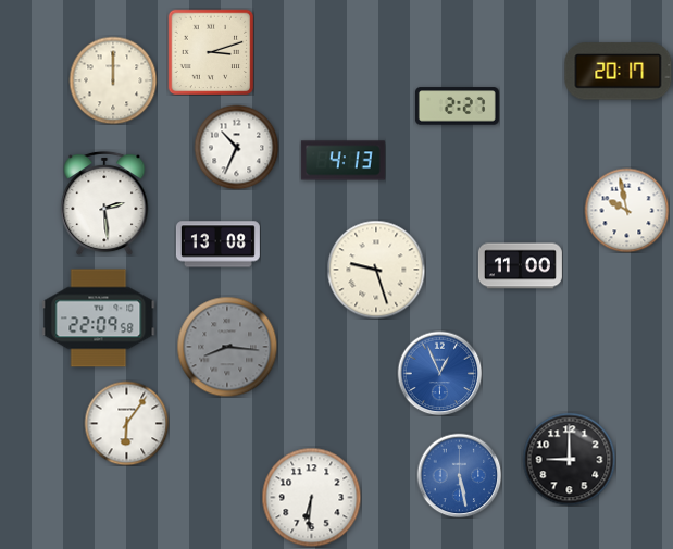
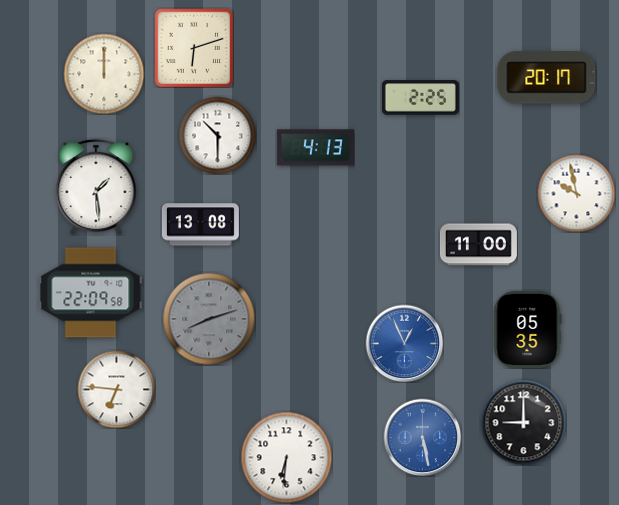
clock at (211, 52): 3:12 -> 6:12
clock at (619, 72) position: (619, 72) -> (547, 78)
clock at (457, 107): 2:27 -> 2:25
clock at (236, 147): 10:34 -> 10:30
clock at (104, 203): 2:29 -> 1:29
clock at (376, 270): 9:27 -> none
clock at (227, 347): 8:16 -> 8:12
clock at (528, 329): none -> 05:35
clock at (126, 423): 6:06 -> 6:46
